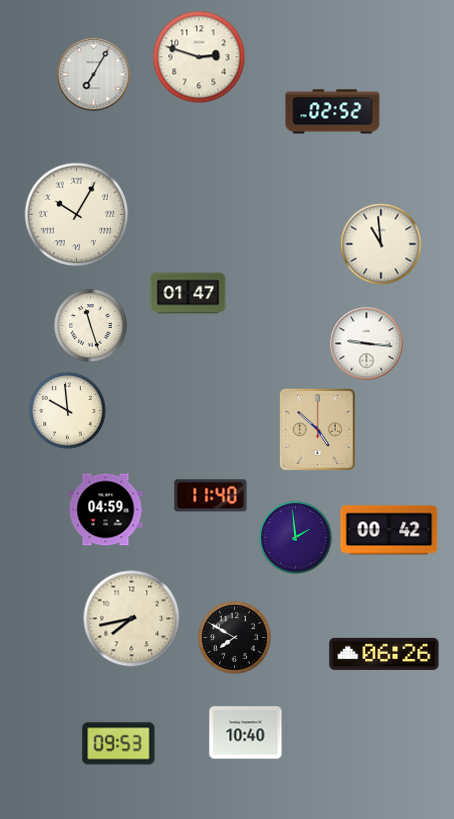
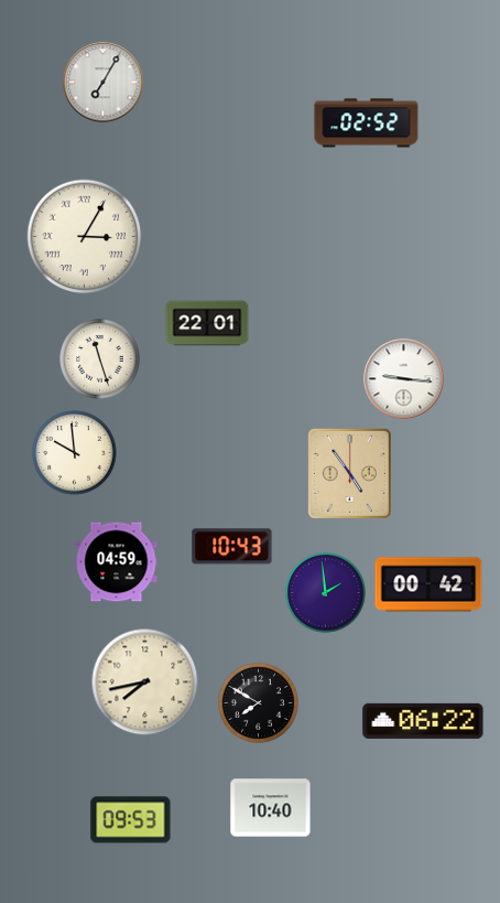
clock at (199, 57): 2:48 -> none
clock at (77, 215): 10:05 -> 3:05
clock at (381, 244): 10:59 -> none
clock at (188, 293): 01:47 -> 22:01
clock at (317, 429): 4:52 -> 4:54
clock at (211, 496): 11:40 -> 10:43
clock at (384, 654): 06:26 -> 06:22
